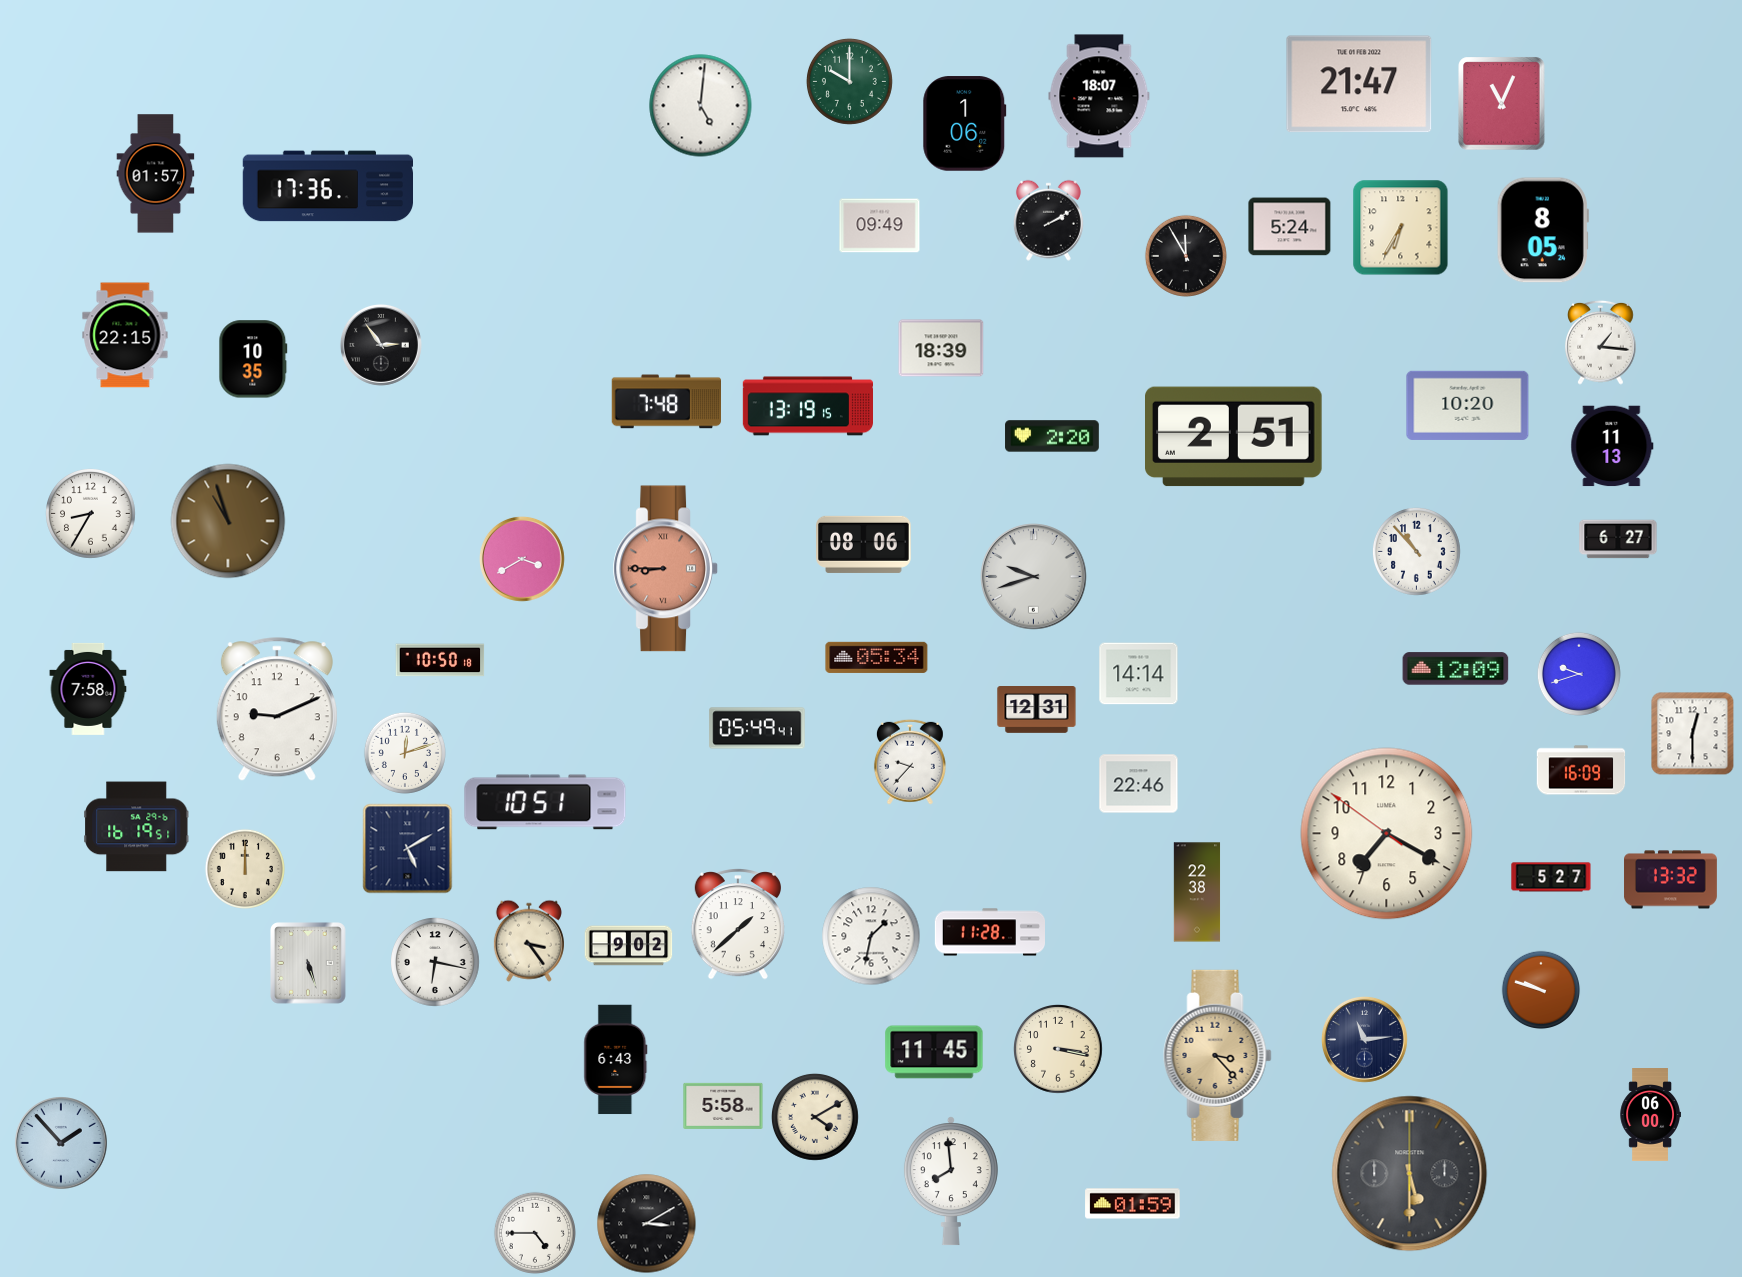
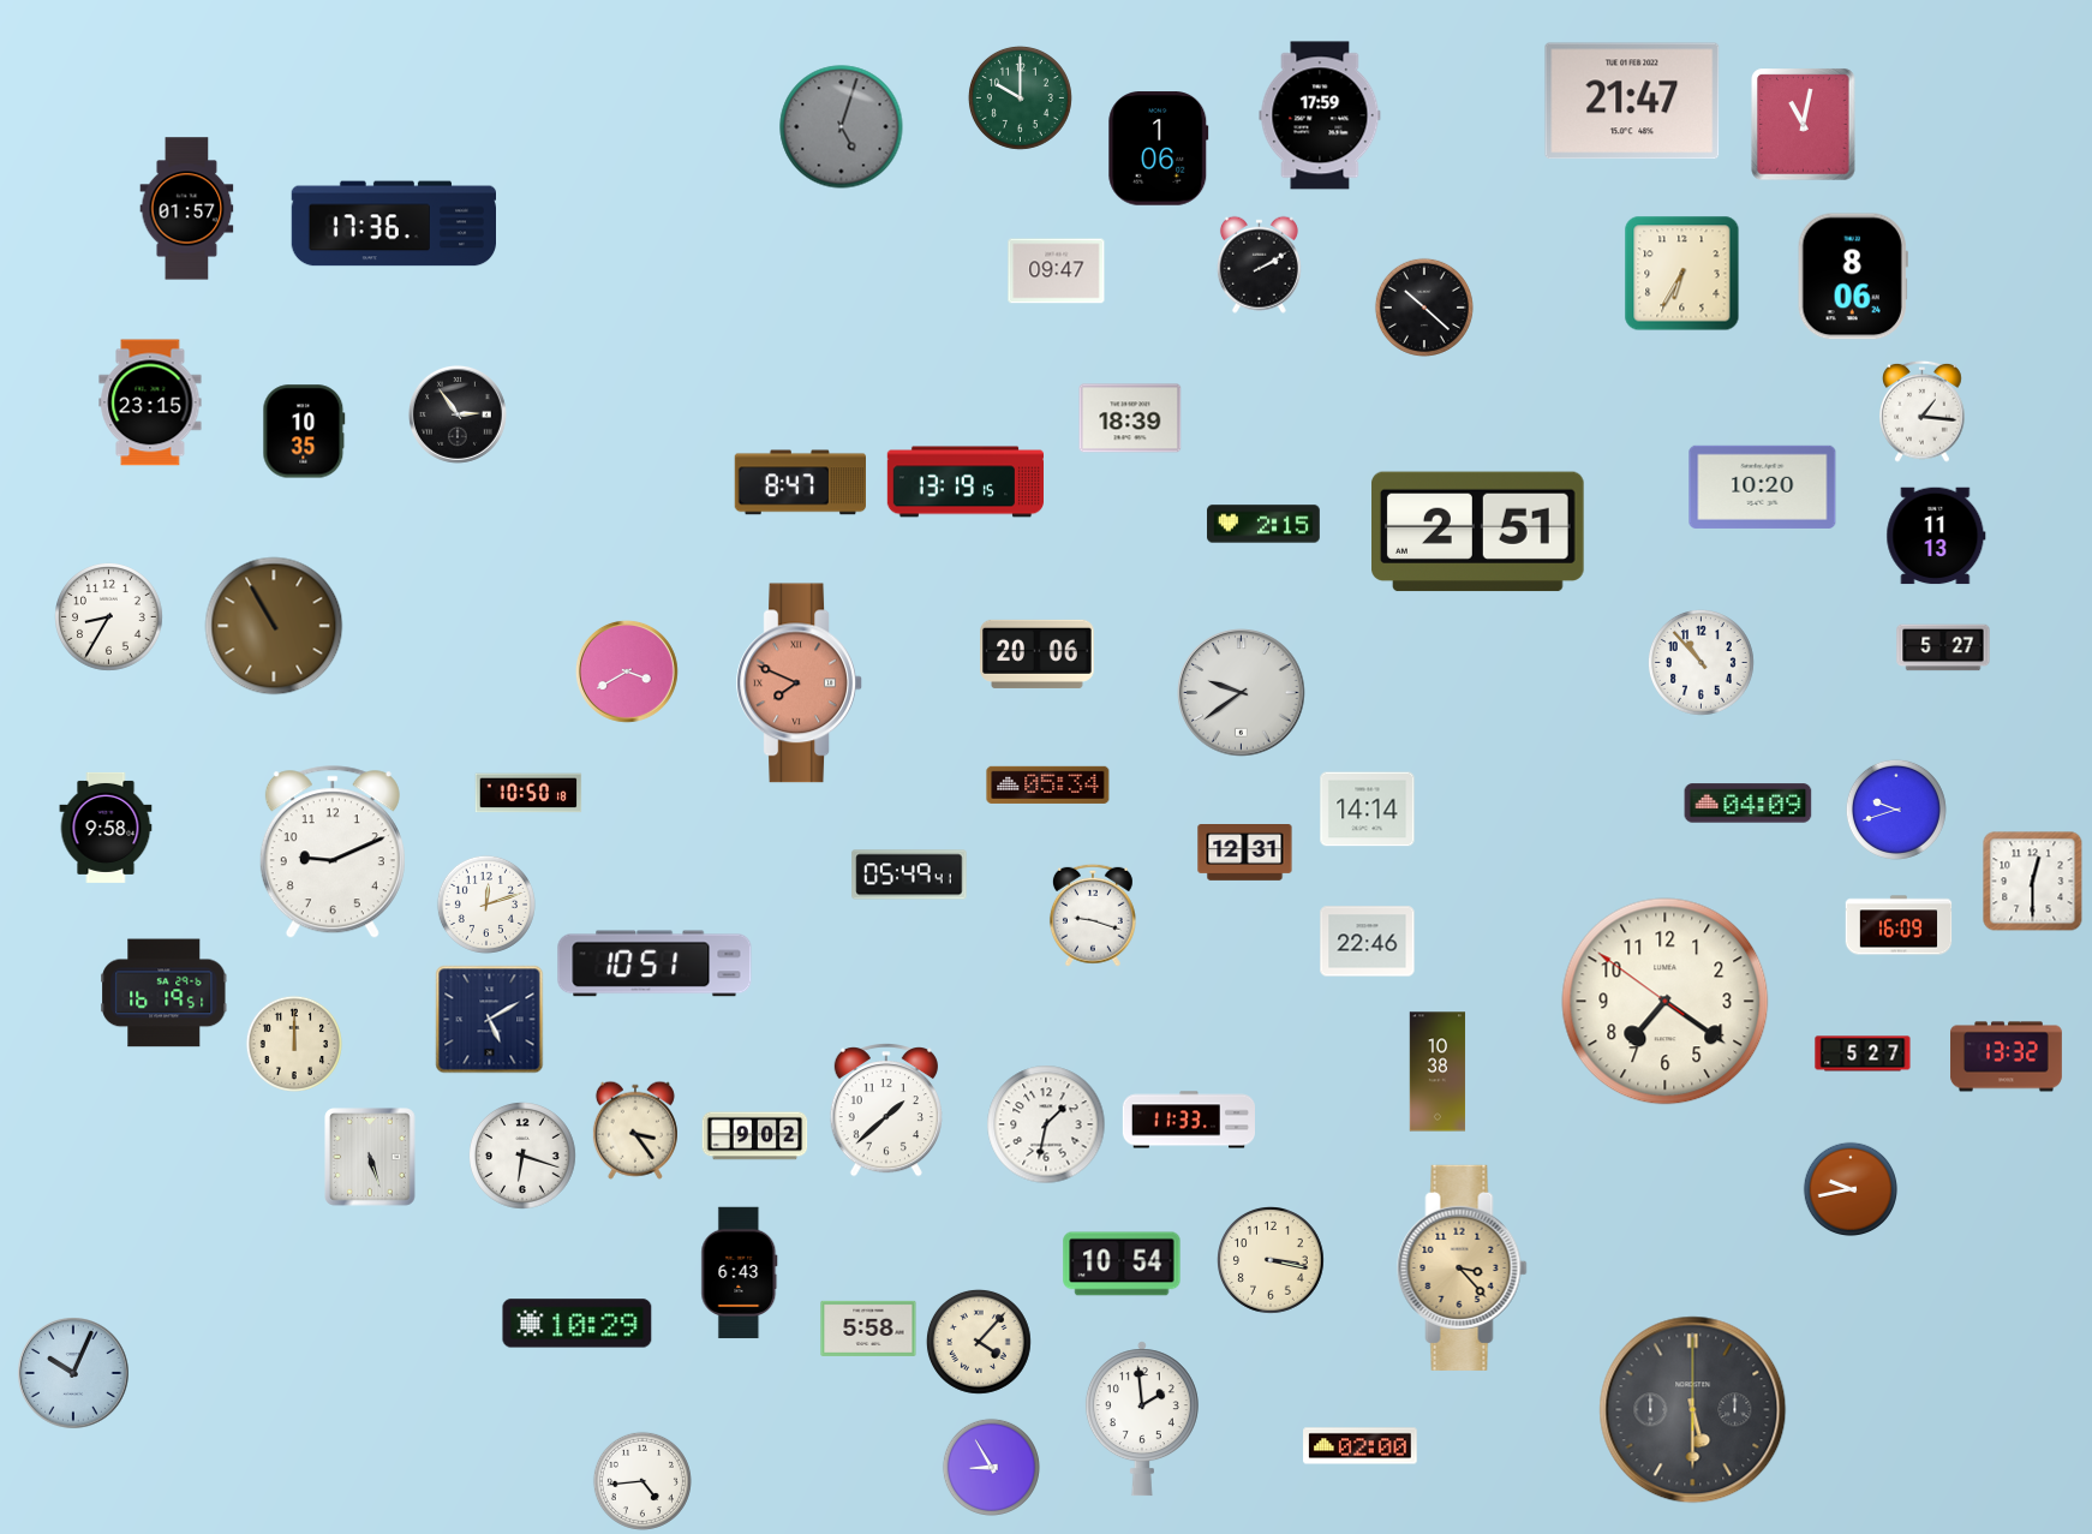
clock at (1099, 96): 18:07 -> 17:59
clock at (1502, 104): 11:04 -> 11:02
clock at (701, 106): 5:01 -> 5:03
clock at (701, 106) dial: white -> grey
clock at (880, 226): 09:49 -> 09:47
clock at (1290, 227): 5:24 -> none
clock at (1543, 230): 8:05 -> 8:06
clock at (1186, 256): 11:55 -> 10:22
clock at (125, 335): 22:15 -> 23:15
clock at (666, 402): 7:48 -> 8:47
clock at (807, 406) position: (807, 406) -> (964, 482)
clock at (1052, 436): 2:20 -> 2:15
clock at (1234, 437) position: (1234, 437) -> (1478, 532)
clock at (228, 521): 10:57 -> 10:55
clock at (1618, 539): 6:27 -> 5:27
clock at (864, 544): 08:06 -> 20:06
clock at (666, 569): 8:45 -> 7:49
clock at (1034, 577): 9:42 -> 9:39
clock at (877, 657) position: (877, 657) -> (1048, 784)
clock at (1456, 669): 12:09 -> 04:09
clock at (88, 689): 7:58 -> 9:58
clock at (910, 762): 9:37 -> 9:18
clock at (1387, 834): 7:19 -> 7:20
clock at (1197, 892): 22:38 -> 10:38
clock at (989, 932): 11:28 -> 11:33
clock at (436, 963): 6:17 -> 6:18
clock at (1541, 990): 9:48 -> 9:43
clock at (1365, 1040): 11:14 -> none
clock at (934, 1052): 11:45 -> 10:54
clock at (578, 1324): none -> 10:29
clock at (1650, 1115): 06:00 -> none
clock at (815, 1117): 4:10 -> 4:07
clock at (61, 1143): 1:53 -> 10:04
clock at (951, 1181): 7:59 -> 1:59
clock at (1133, 1204): 01:59 -> 02:00
clock at (991, 1467): none -> 8:55
clock at (647, 1224): 3:10 -> none
clock at (535, 1233): 4:45 -> 4:44
